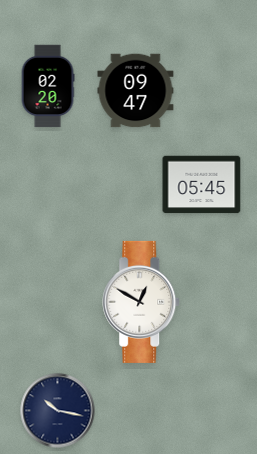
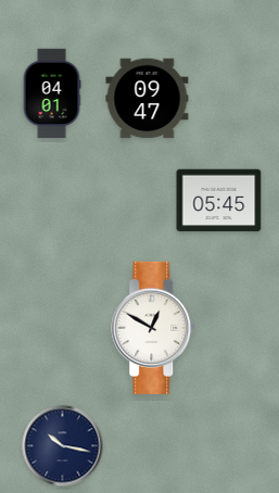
clock at (48, 86): 02:20 -> 04:01
